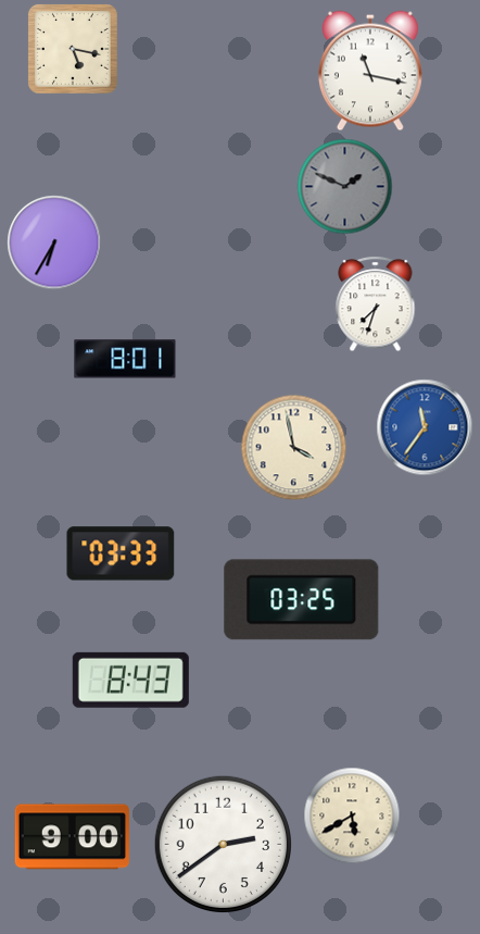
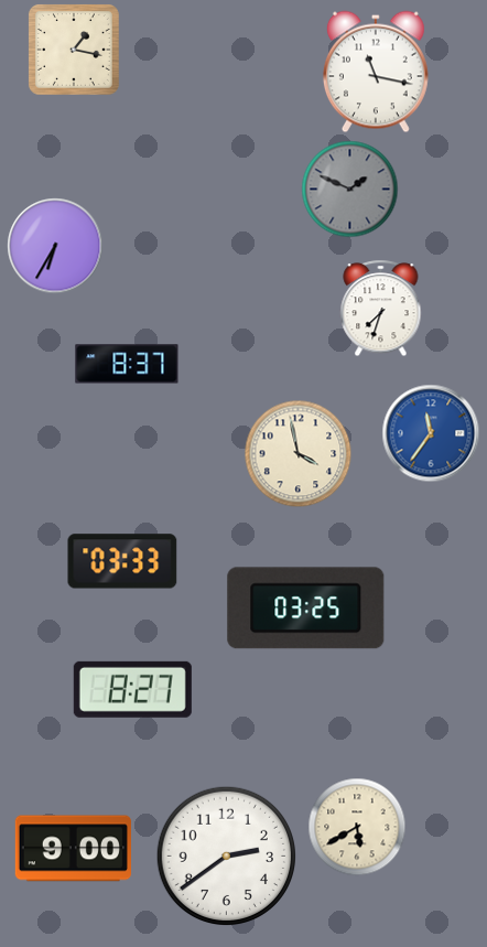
clock at (73, 49): 5:17 -> 1:17
clock at (125, 359): 8:01 -> 8:37
clock at (130, 680): 8:43 -> 8:27
